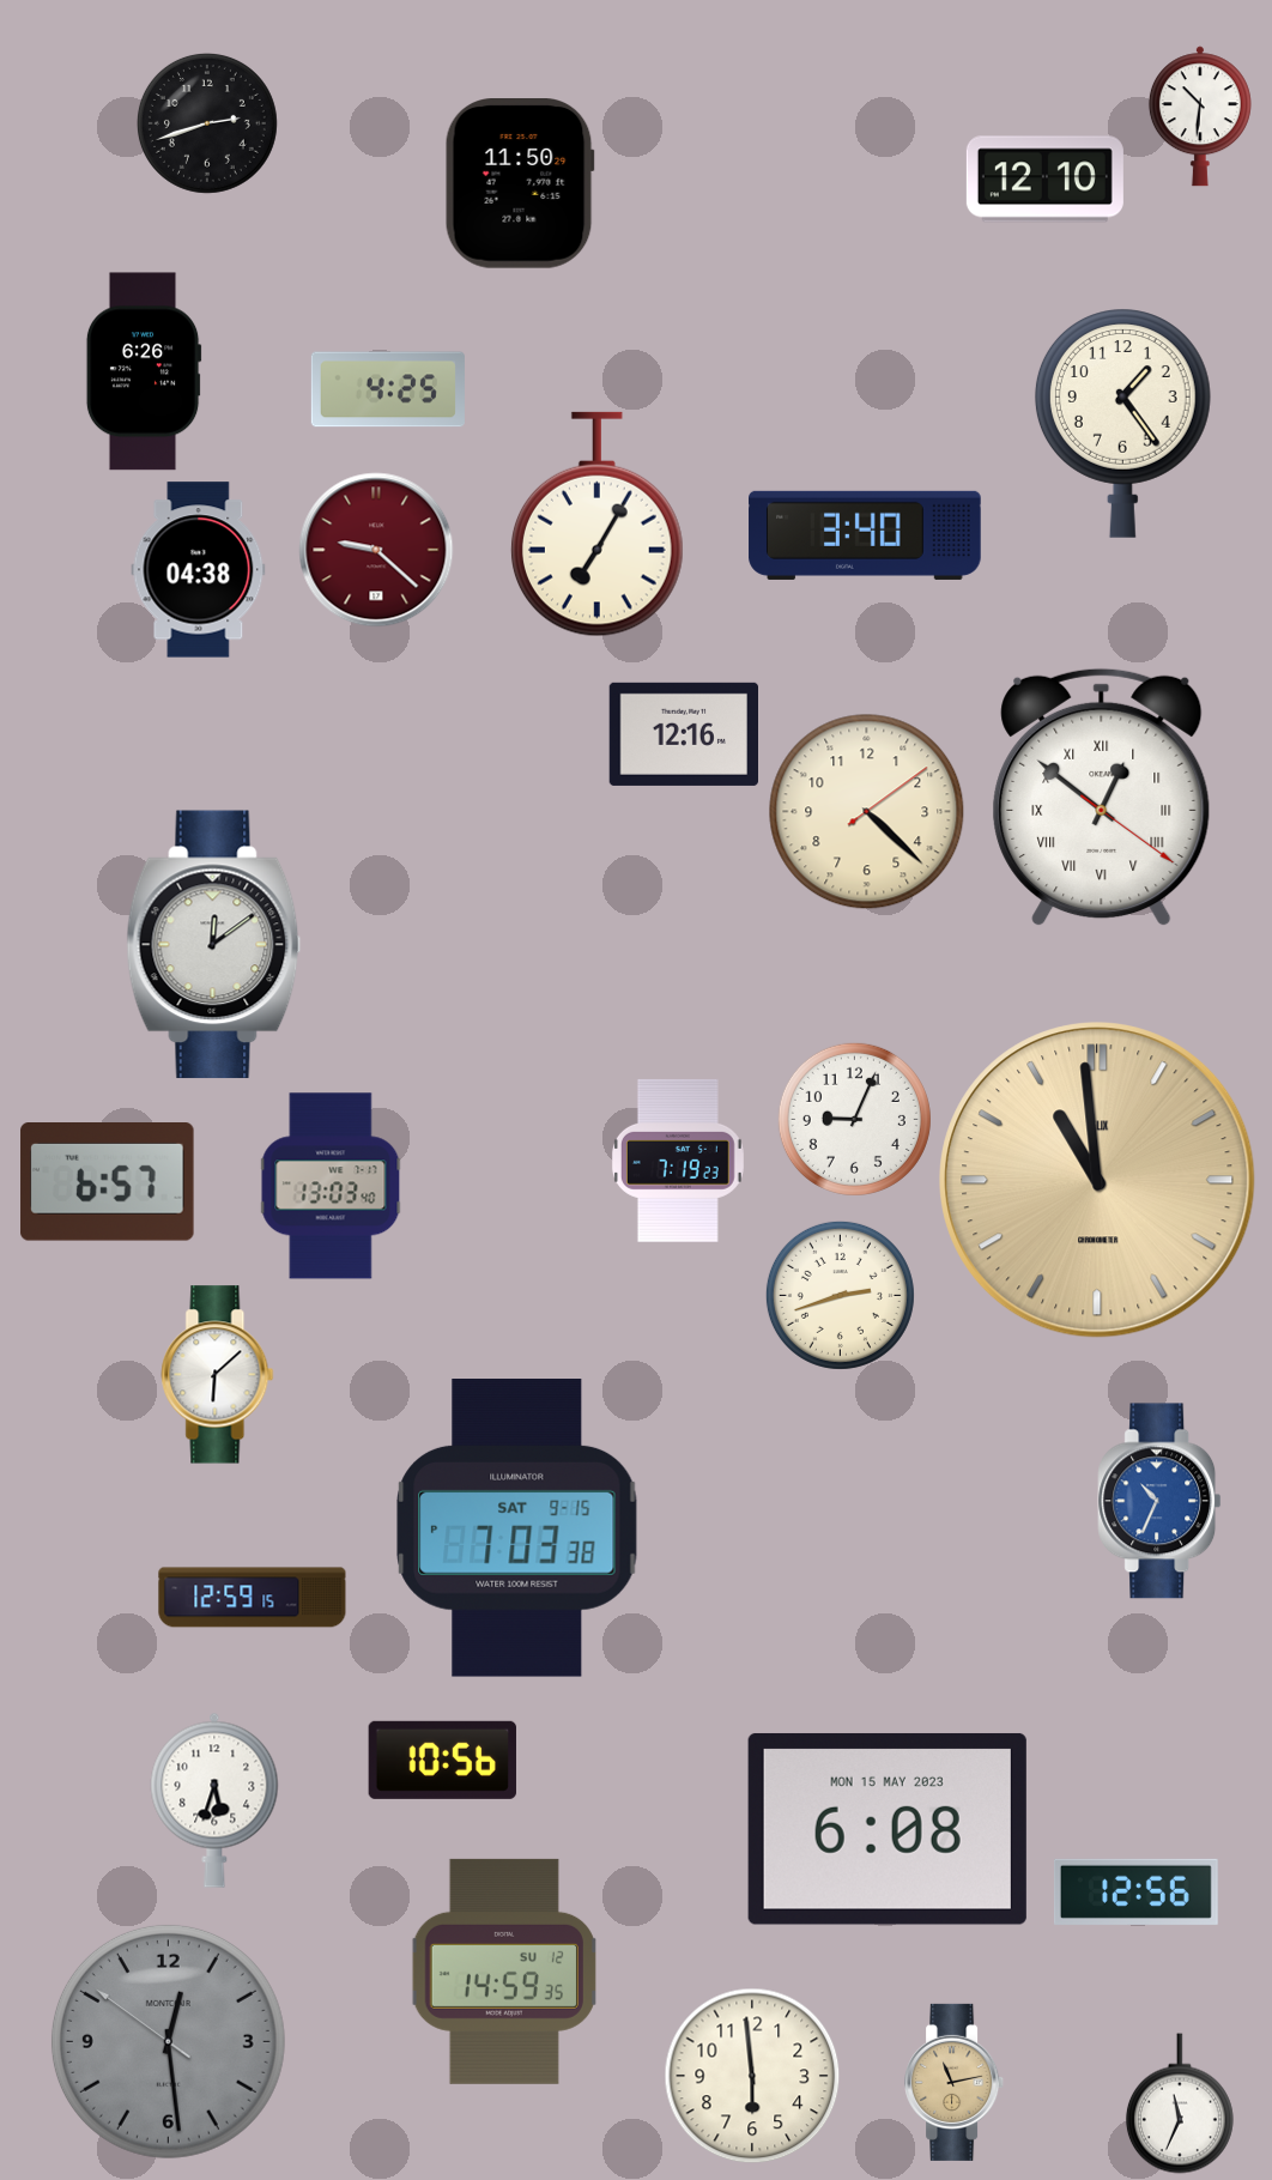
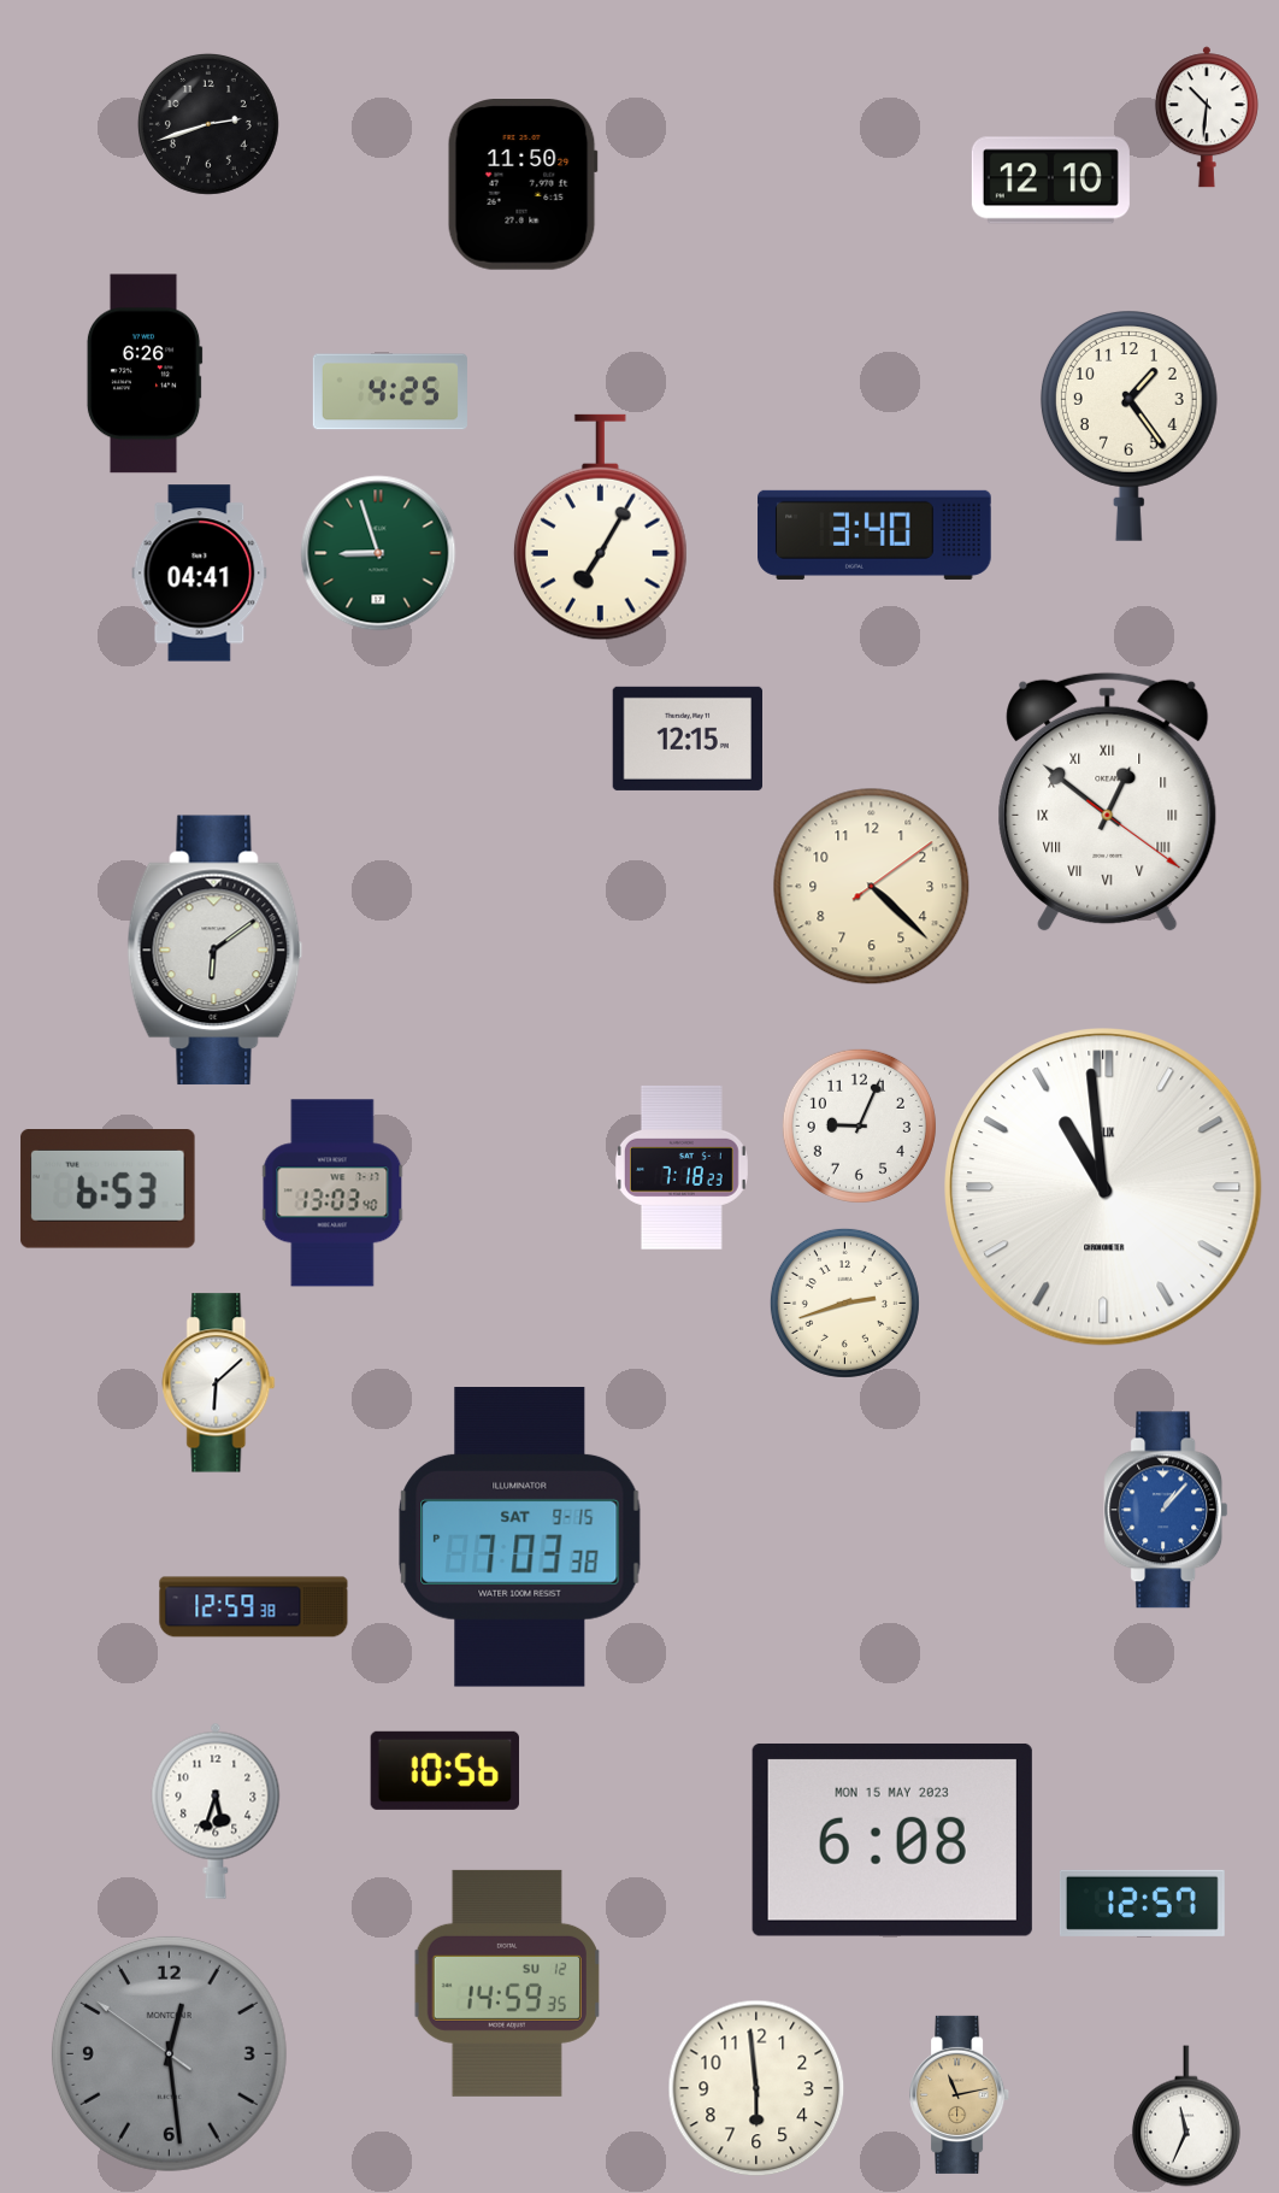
clock at (865, 535) position: (865, 535) -> (874, 535)
clock at (376, 550): 9:22 -> 8:57
clock at (376, 550) dial: burgundy -> green
clock at (199, 570): 04:38 -> 04:41
clock at (683, 734): 12:16 -> 12:15
clock at (867, 812) position: (867, 812) -> (872, 887)
clock at (214, 945): 12:09 -> 6:09
clock at (678, 1161): 7:19 -> 7:18
clock at (1097, 1180) dial: champagne -> white
clock at (108, 1182): 6:57 -> 6:53
clock at (1159, 1501): 10:34 -> 1:07
clock at (253, 1598): 12:59:15 -> 12:59:38
clock at (1135, 1891): 12:56 -> 12:57
